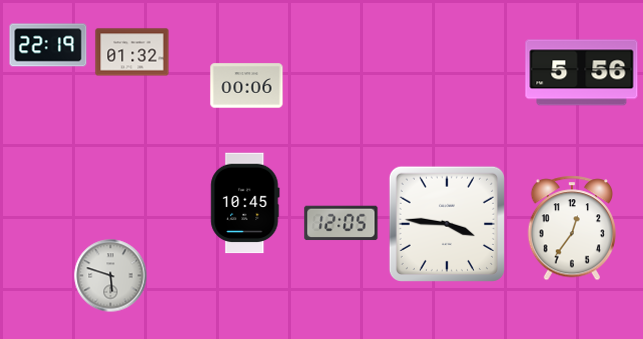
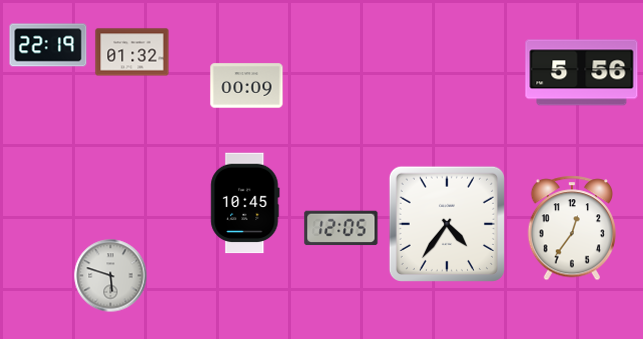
clock at (247, 86): 00:06 -> 00:09
clock at (341, 223) position: (341, 223) -> (341, 228)
clock at (447, 224): 3:46 -> 4:36
